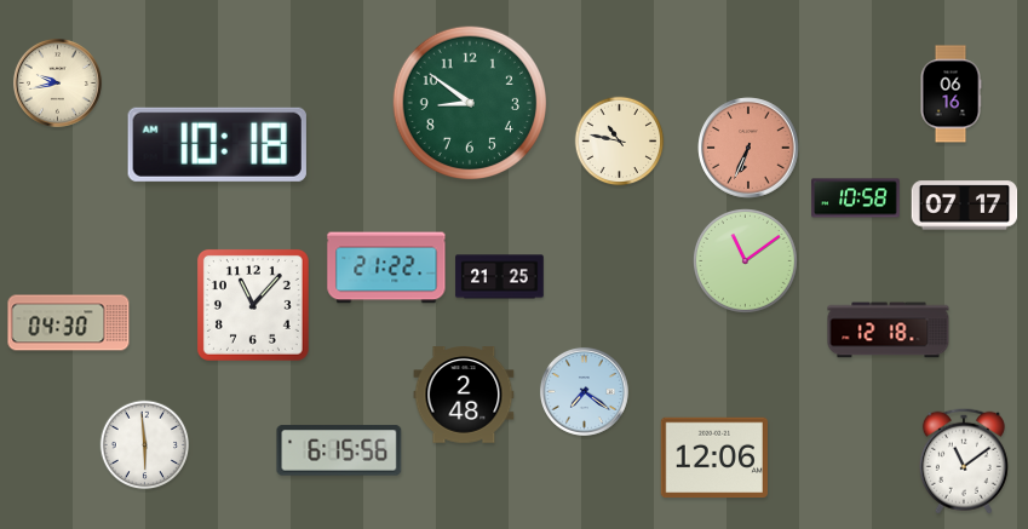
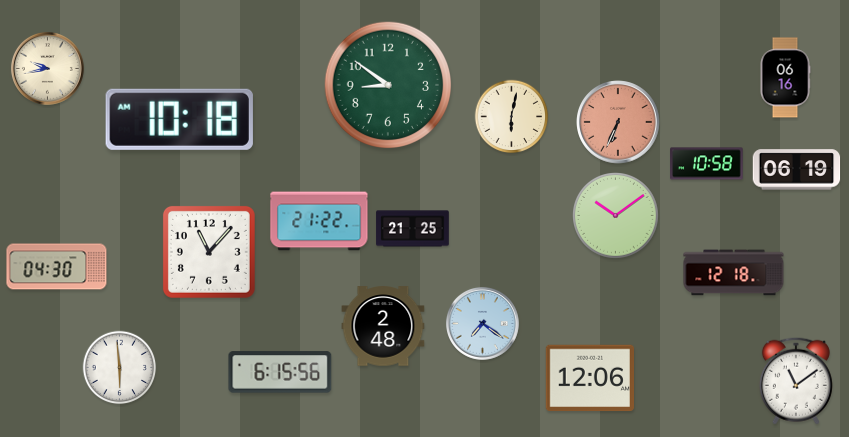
clock at (620, 142): 10:47 -> 6:02
clock at (965, 206): 07:17 -> 06:19
clock at (746, 261): 11:09 -> 10:09
